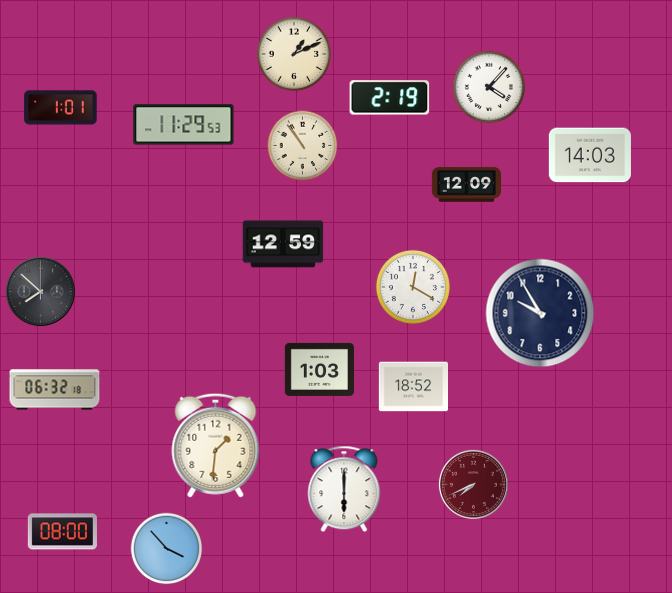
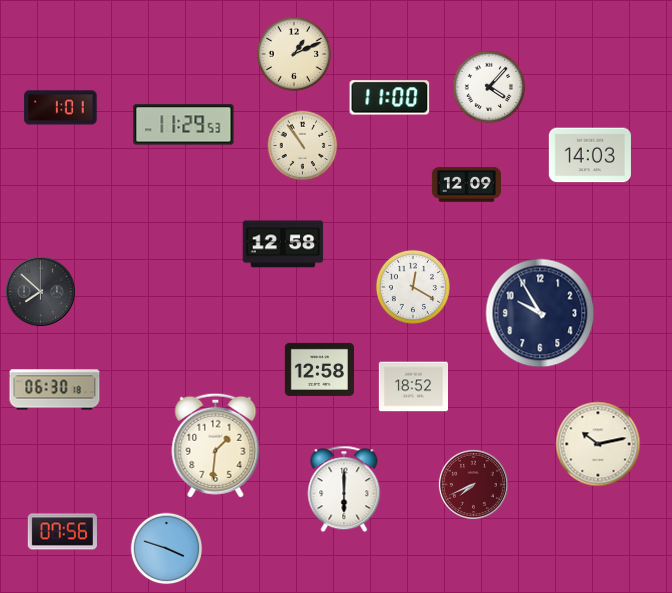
clock at (390, 98): 2:19 -> 11:00
clock at (283, 244): 12:59 -> 12:58
clock at (319, 369): 1:03 -> 12:58
clock at (55, 390): 06:32 -> 06:30
clock at (598, 444): none -> 10:13
clock at (62, 532): 08:00 -> 07:56
clock at (167, 549): 3:53 -> 3:48
